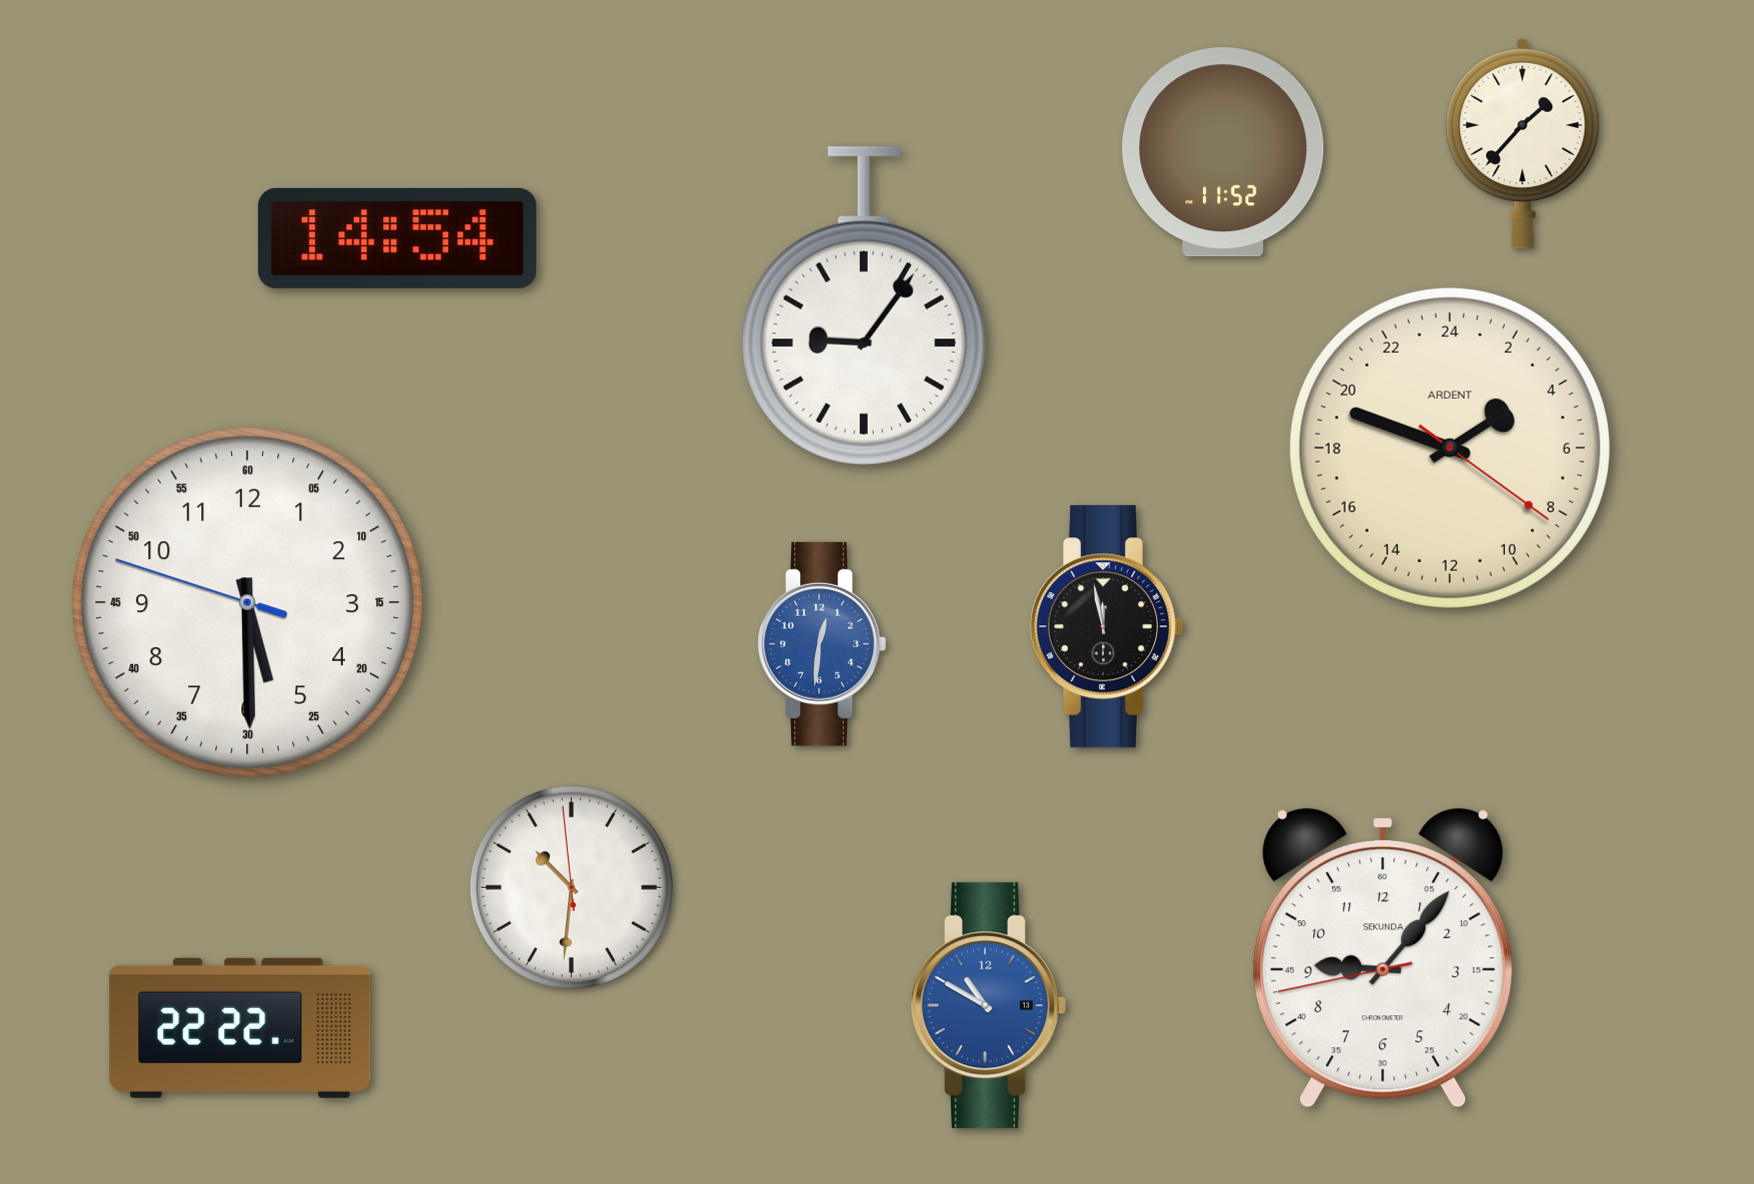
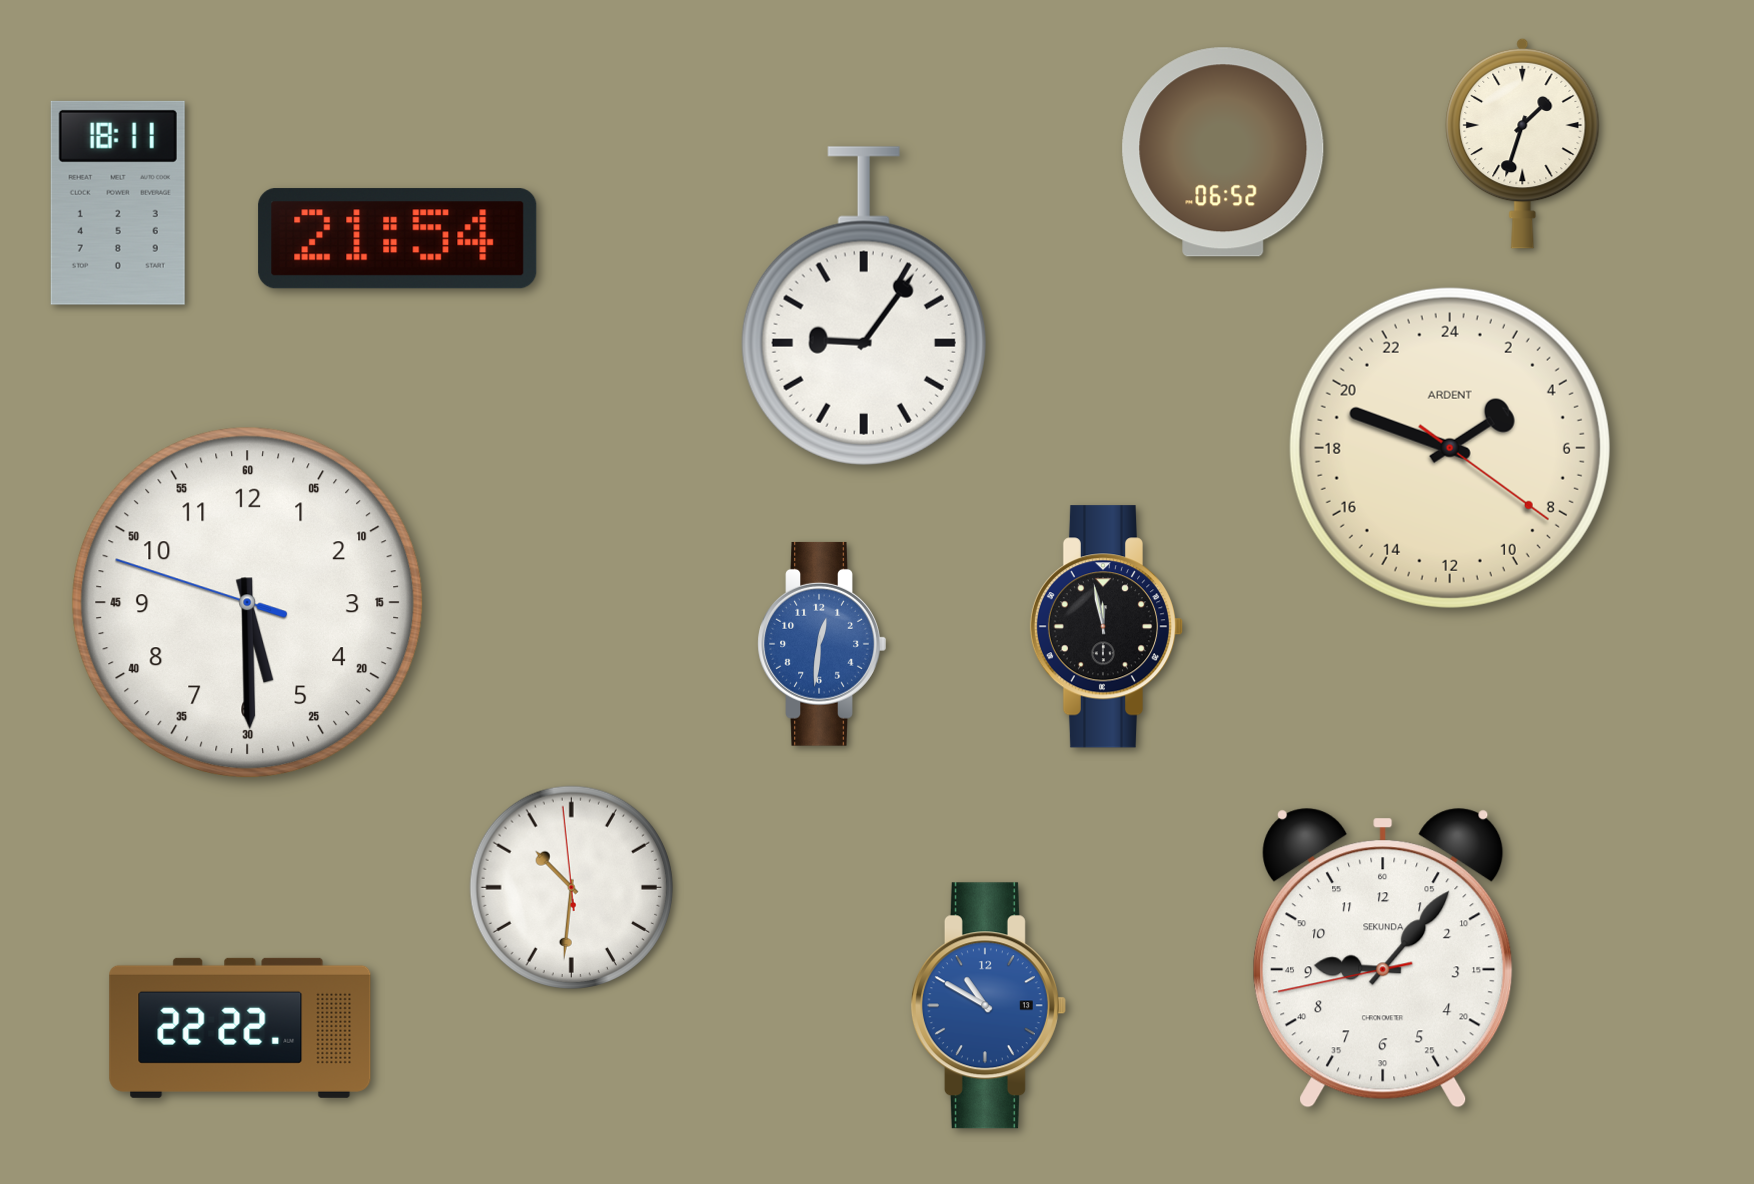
clock at (1523, 143): 1:37 -> 1:33
clock at (1223, 152): 11:52 -> 06:52
clock at (118, 203): none -> 18:11
clock at (398, 239): 14:54 -> 21:54
